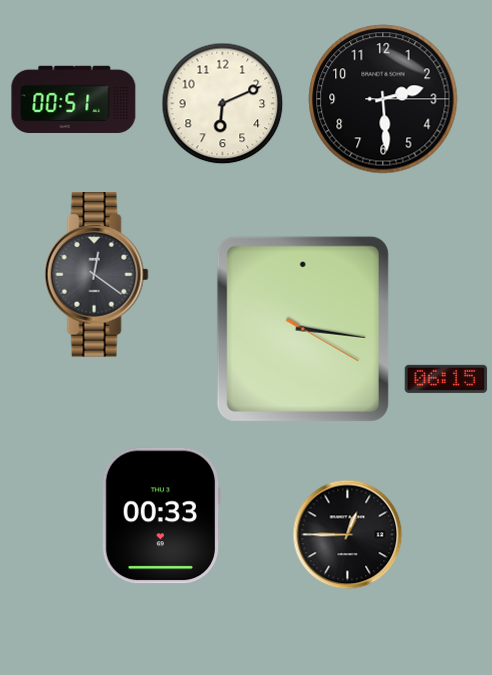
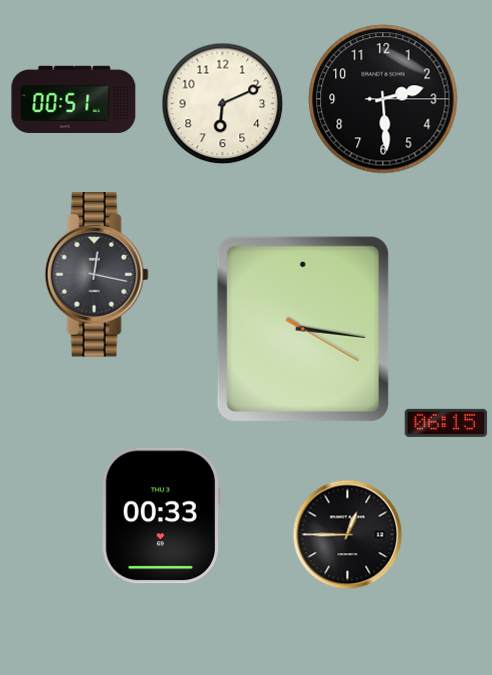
clock at (96, 275): 12:21 -> 12:17
clock at (446, 379) position: (446, 379) -> (446, 423)
